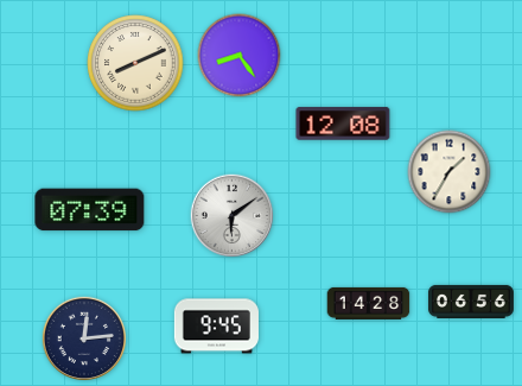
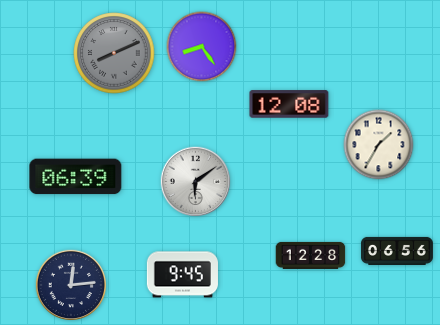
clock at (135, 63) dial: cream -> grey
clock at (90, 210): 07:39 -> 06:39
clock at (471, 302) position: (471, 302) -> (397, 251)
clock at (369, 303): 14:28 -> 12:28
